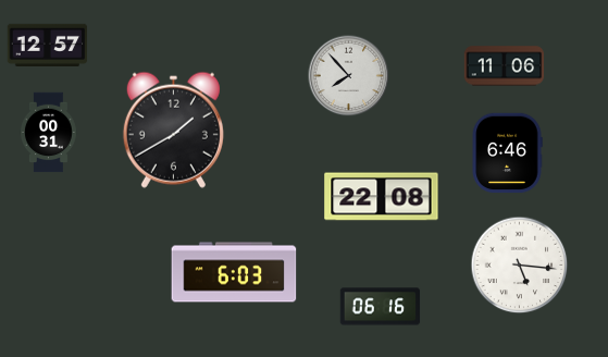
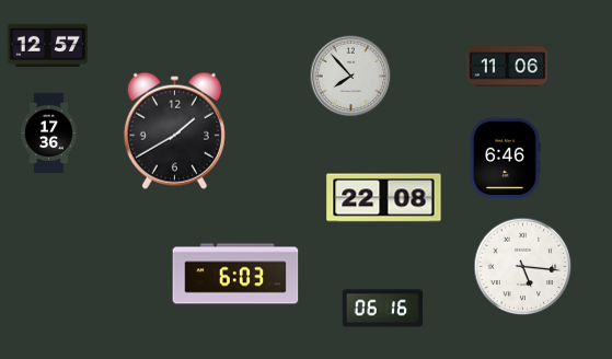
clock at (49, 133): 00:31 -> 17:36
clock at (507, 153) position: (507, 153) -> (505, 159)
